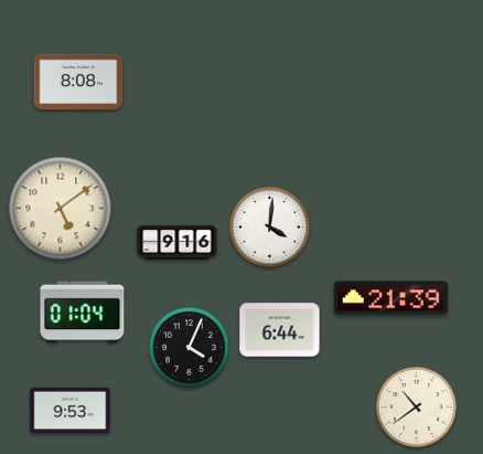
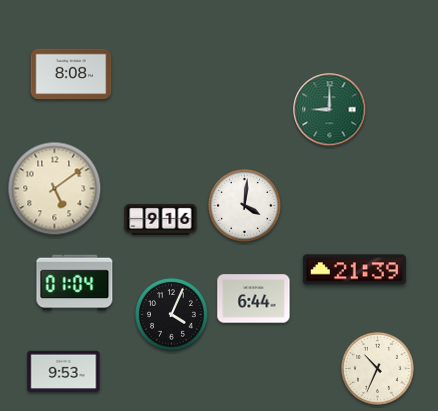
clock at (330, 110): none -> 9:00
clock at (417, 408): 10:39 -> 10:34
